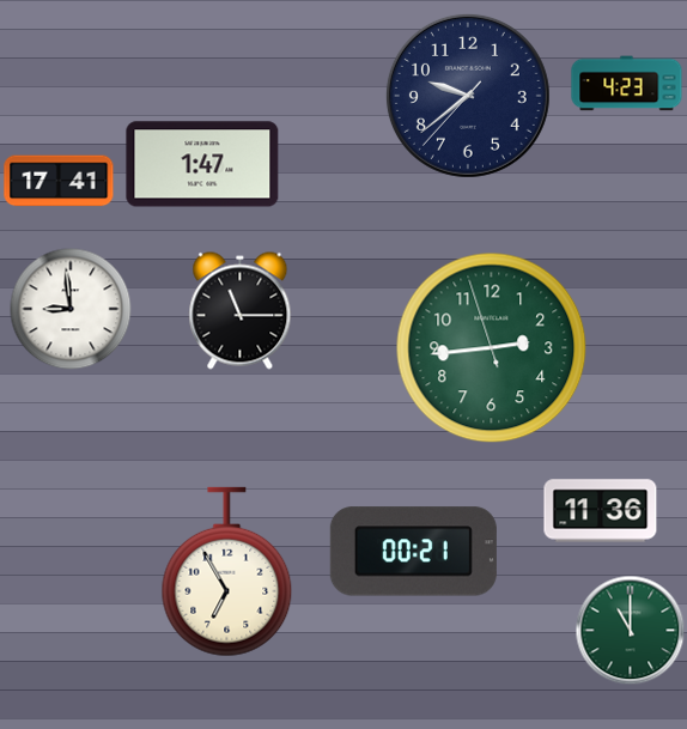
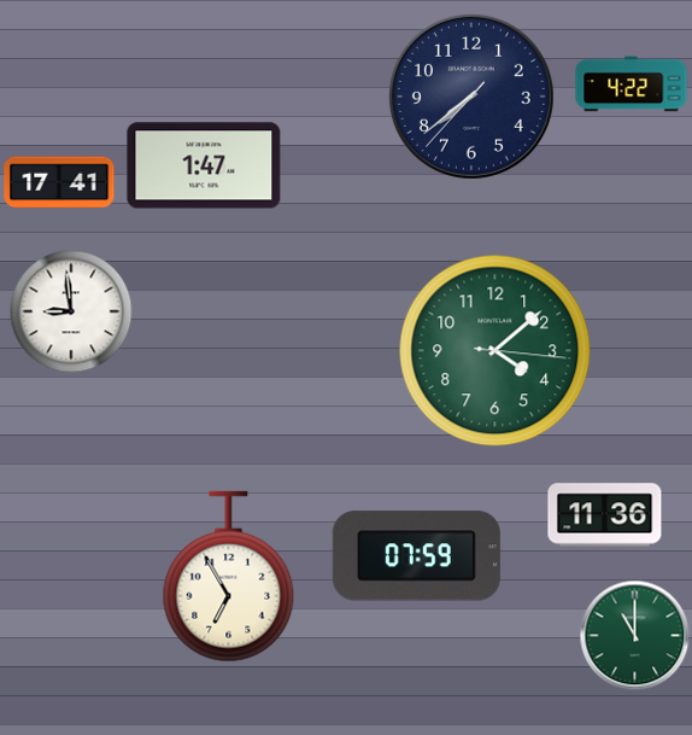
clock at (627, 84): 4:23 -> 4:22
clock at (468, 96): 9:38 -> 7:38
clock at (241, 311): 11:15 -> none
clock at (492, 348): 2:43 -> 4:08
clock at (413, 552): 00:21 -> 07:59
